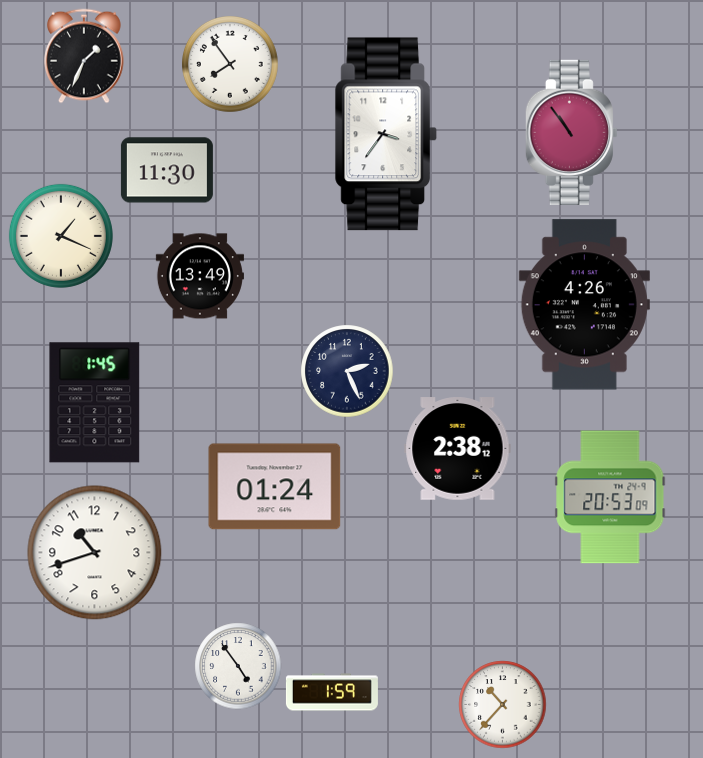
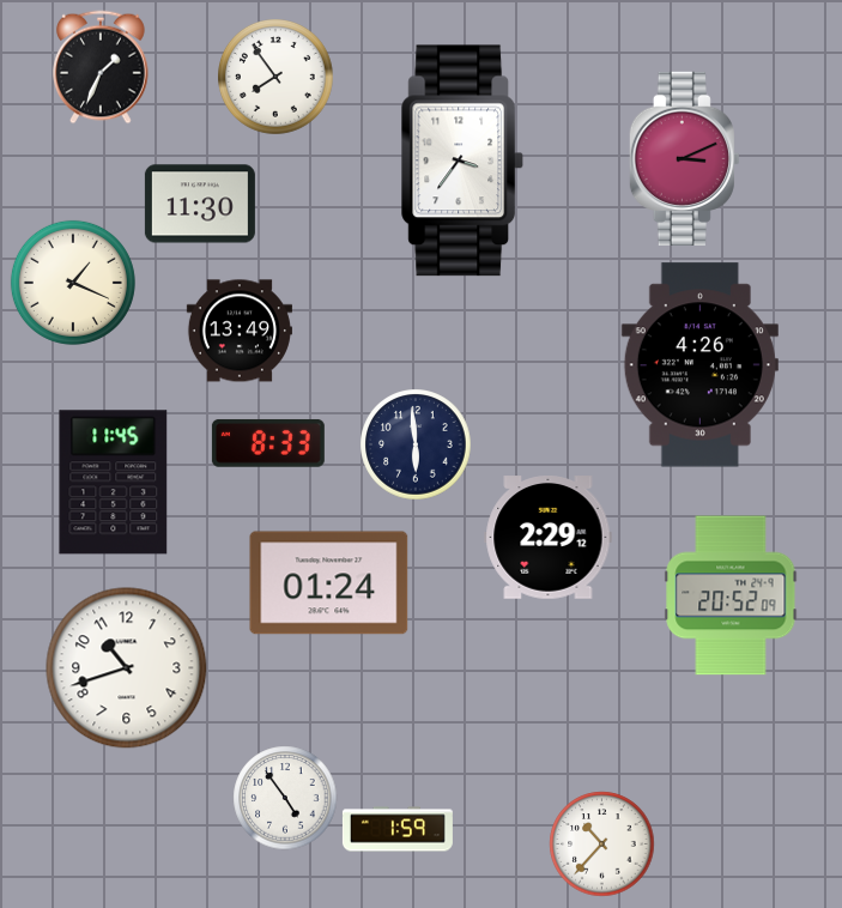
clock at (571, 132): 10:54 -> 3:11
clock at (268, 443): none -> 8:33
clock at (347, 371): 2:26 -> 5:59
clock at (95, 403): 1:45 -> 11:45
clock at (458, 449): 2:38 -> 2:29
clock at (610, 497): 20:53 -> 20:52
clock at (95, 553) position: (95, 553) -> (127, 668)
